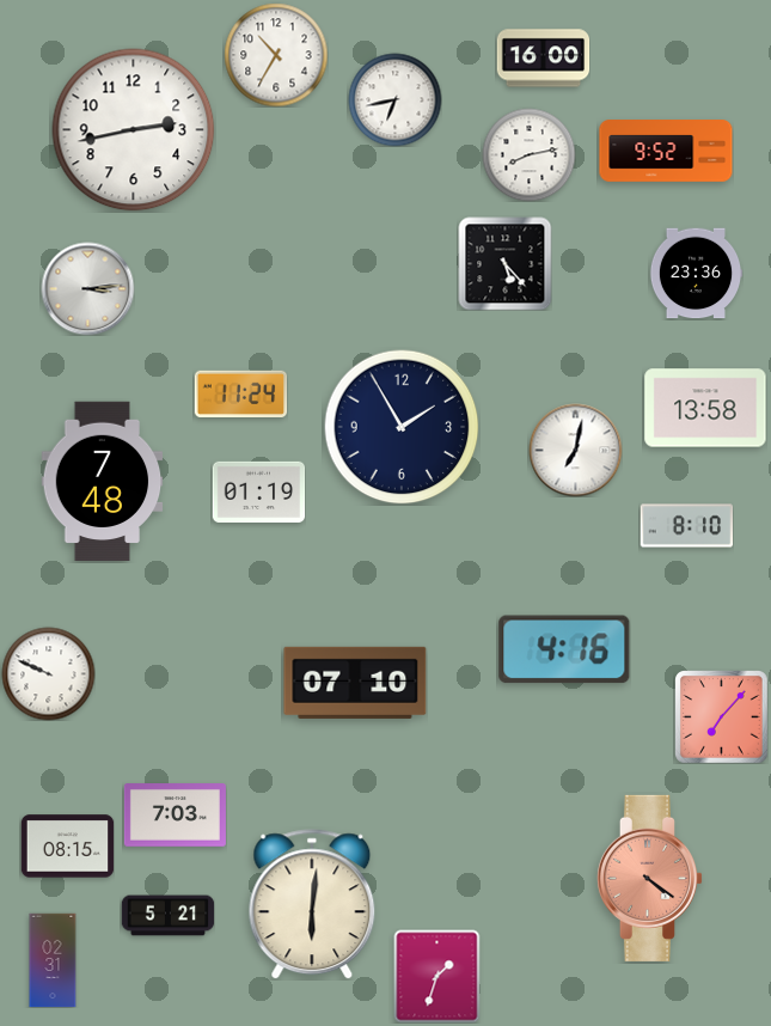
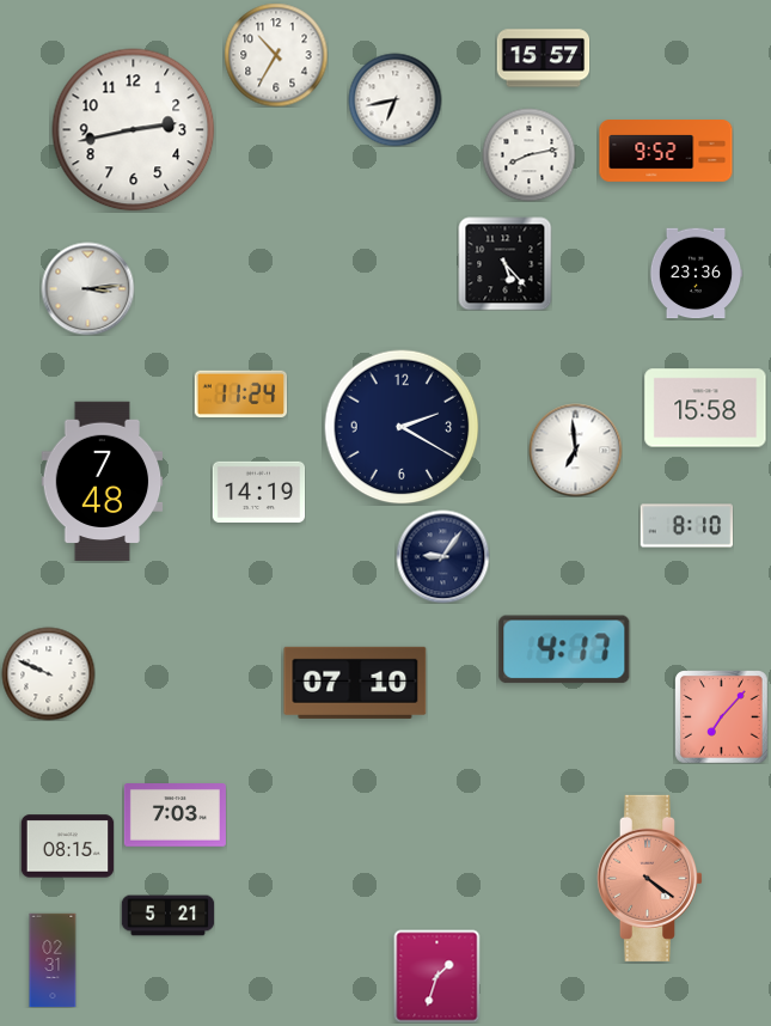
clock at (543, 59): 16:00 -> 15:57
clock at (705, 408): 13:58 -> 15:58
clock at (402, 427): 1:55 -> 2:20
clock at (575, 450): 7:02 -> 6:59
clock at (258, 491): 01:19 -> 14:19
clock at (442, 556): none -> 9:06
clock at (564, 649): 4:16 -> 4:17
clock at (312, 904): 6:01 -> none
